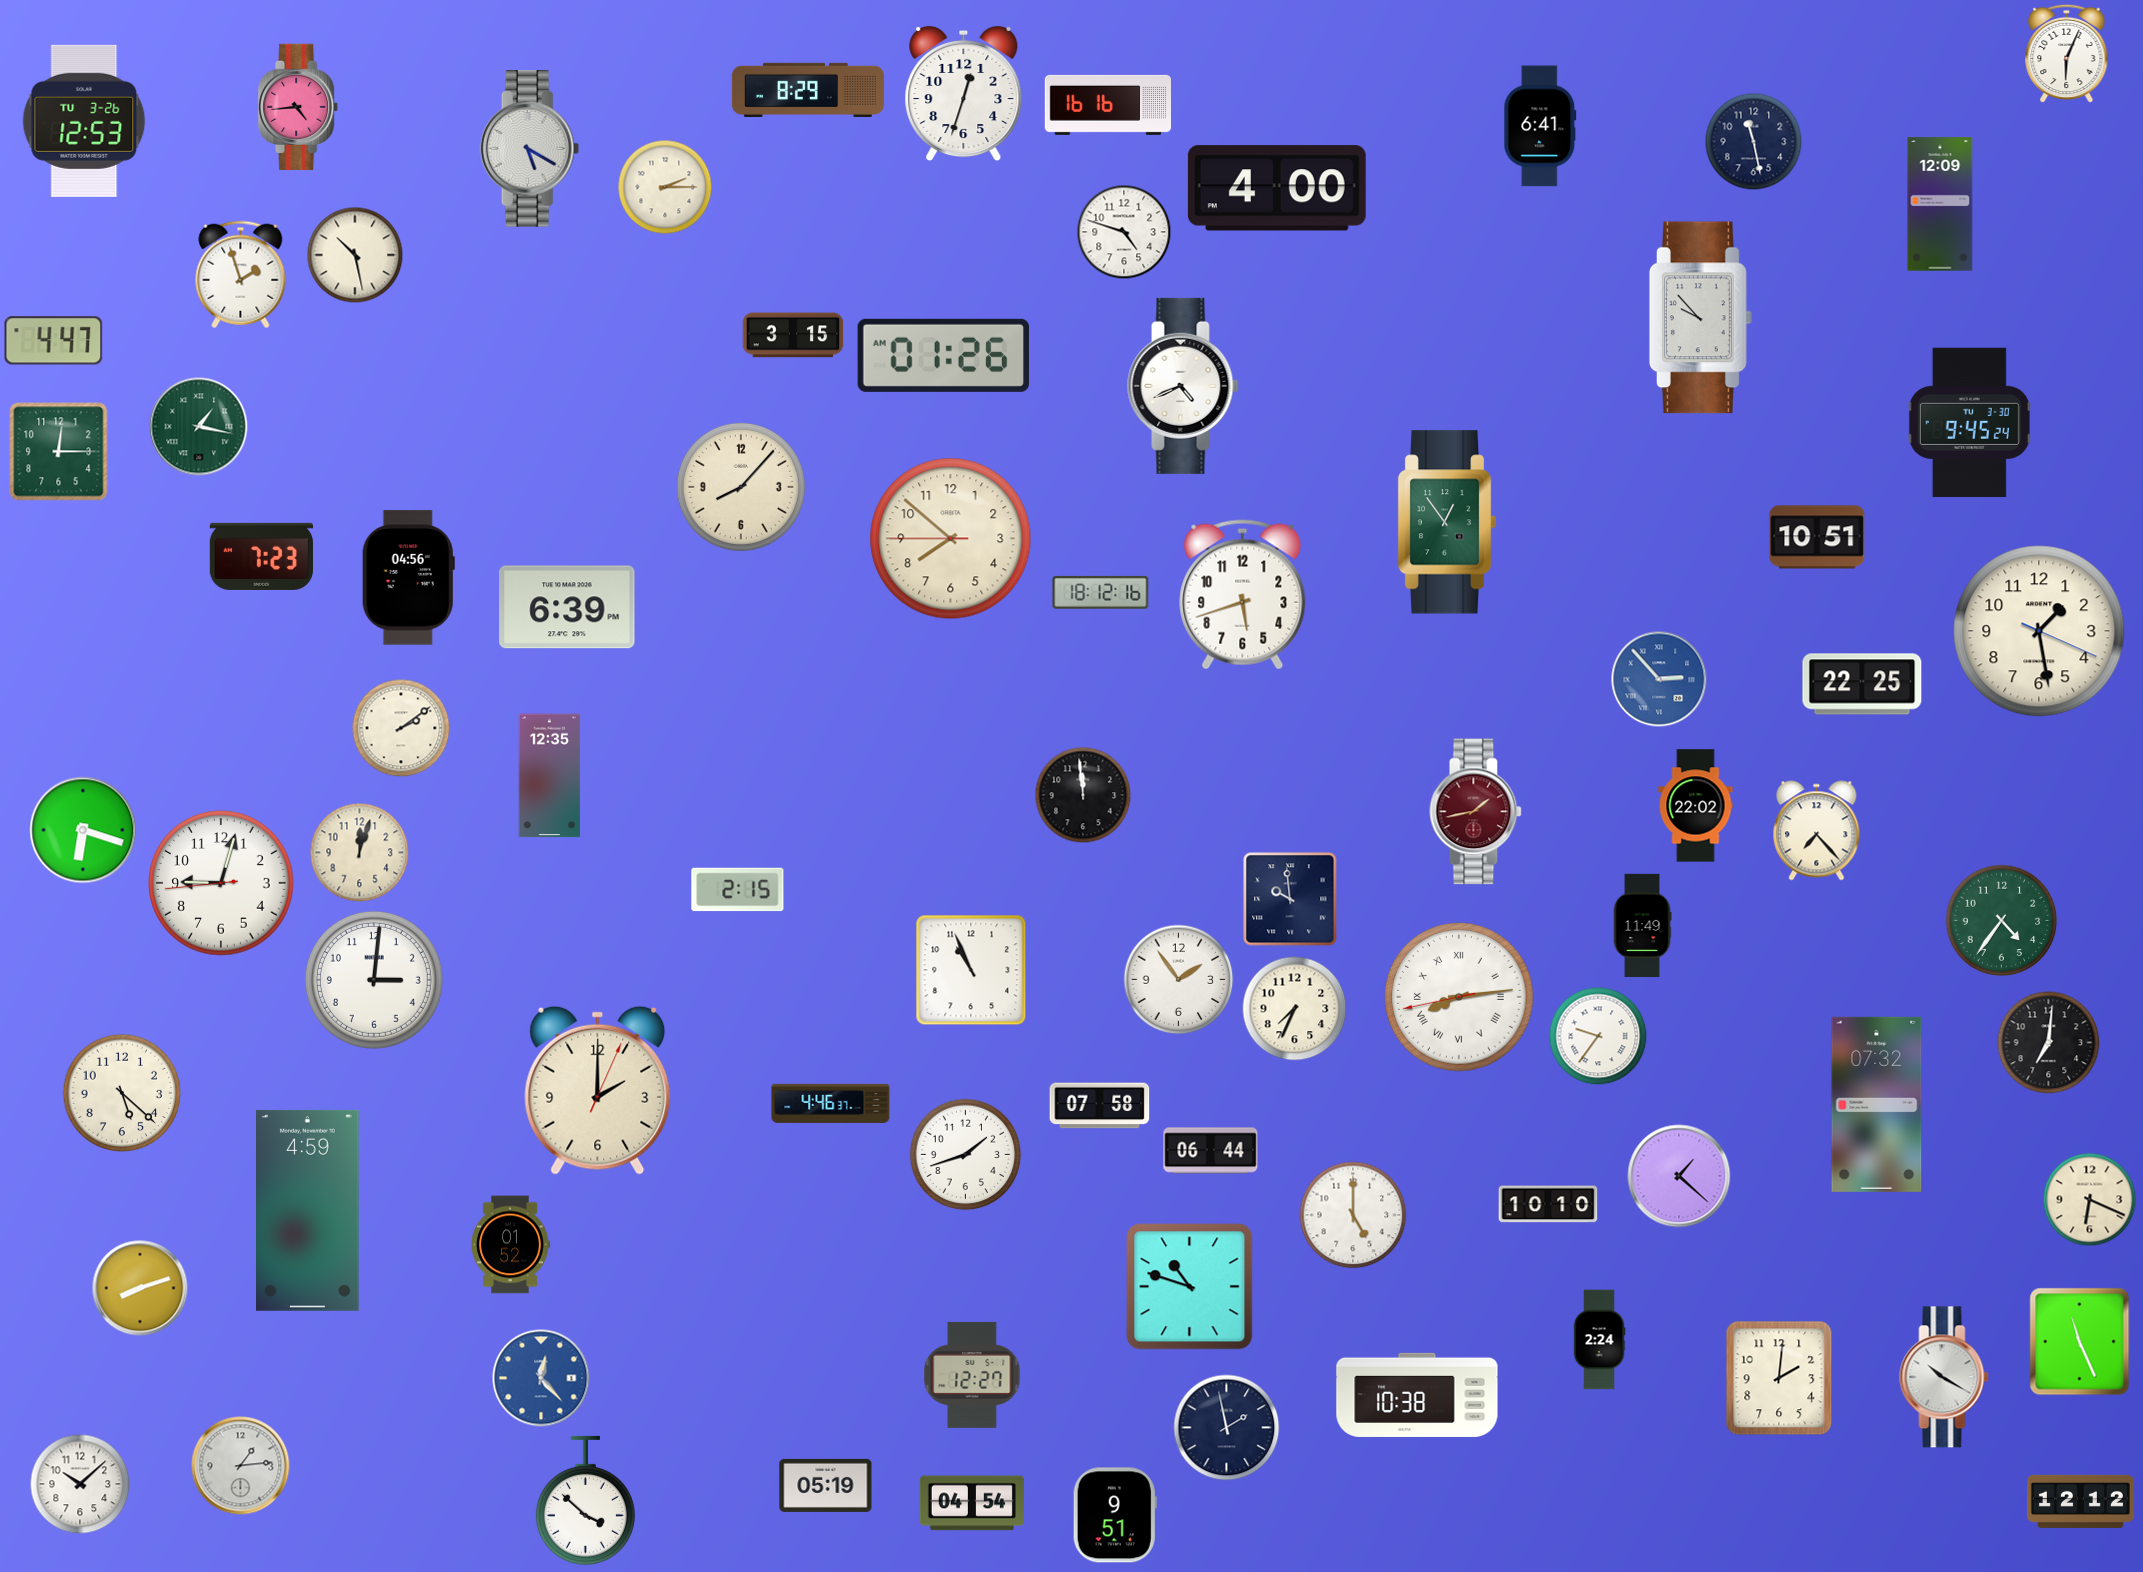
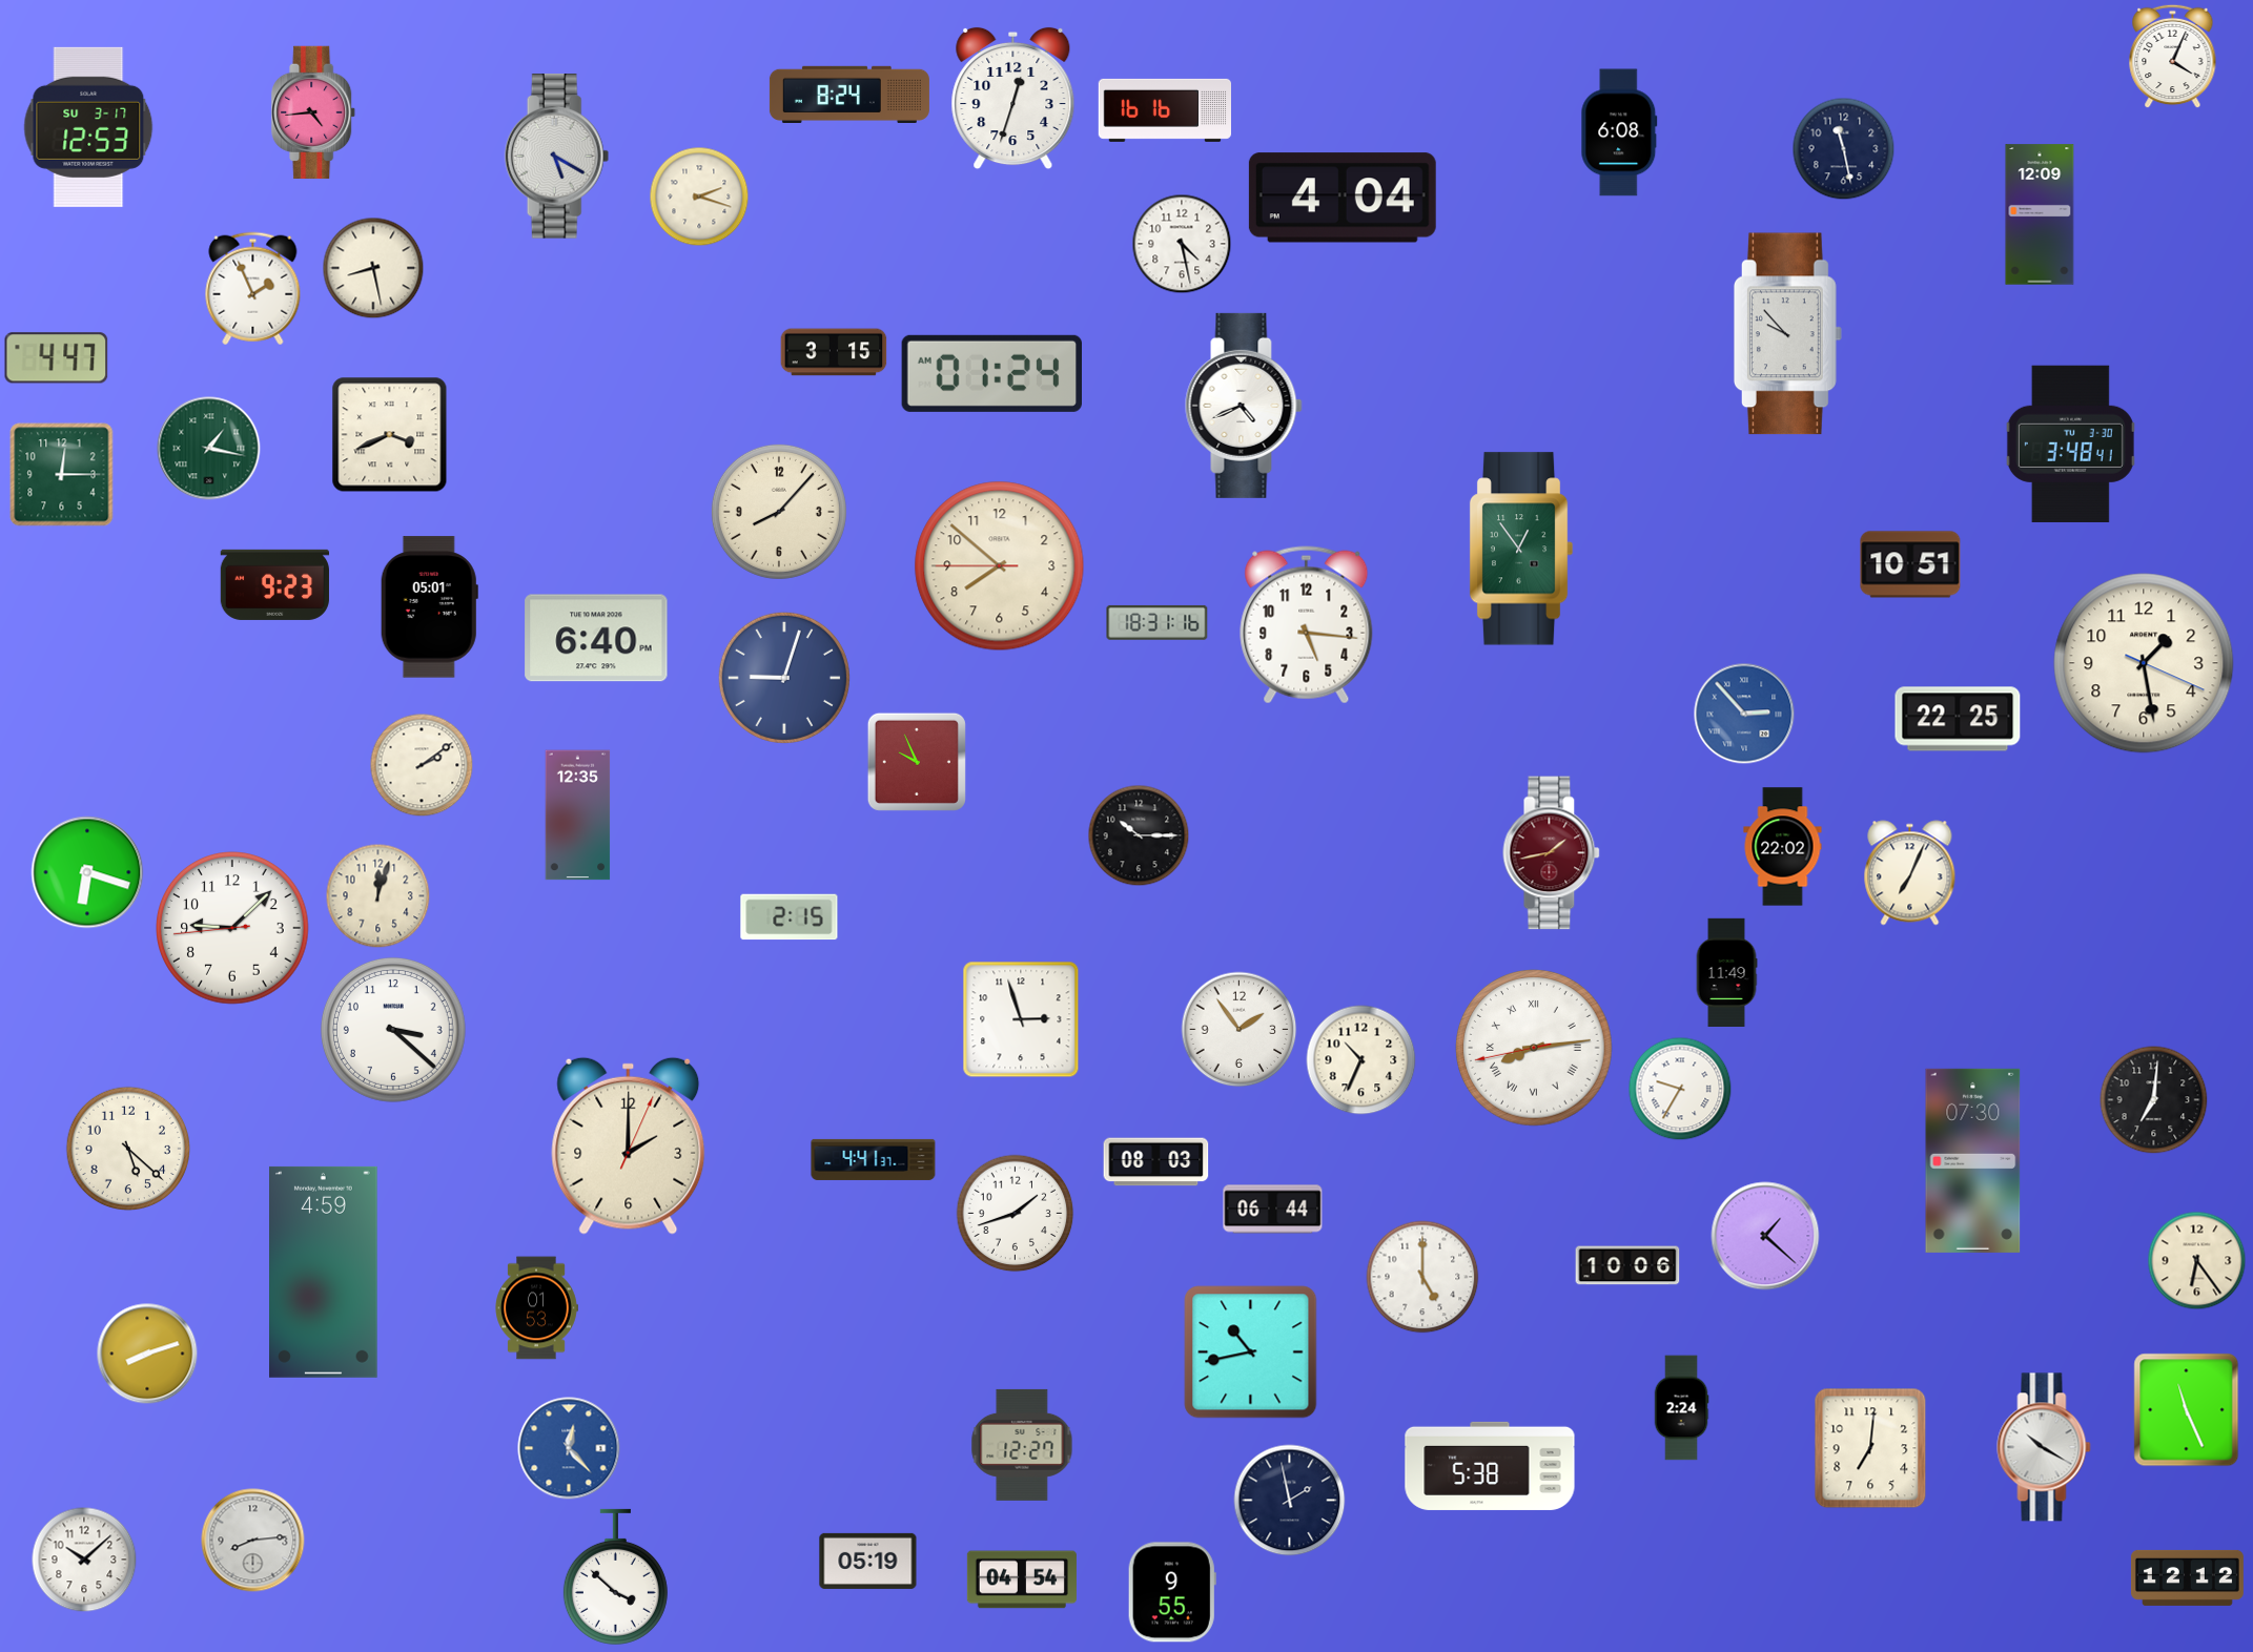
clock at (2067, 54): 6:04 -> 4:04
clock at (808, 89): 8:29 -> 8:24
clock at (84, 121) date: TU 3-26 -> SU 3-17
clock at (1540, 126): 6:41 -> 6:08
clock at (665, 187): 2:15 -> 2:18
clock at (1277, 188): 4:00 -> 4:04
clock at (1124, 232): 4:48 -> 4:28
clock at (355, 255): 10:28 -> 8:28
clock at (241, 275): 1:57 -> 1:56
clock at (943, 355): 01:26 -> 01:24
clock at (390, 435): none -> 3:41
clock at (1969, 422): 9:45 -> 3:48
clock at (261, 556): 7:23 -> 9:23
clock at (408, 578): 04:56 -> 05:01
clock at (1101, 592): 18:12 -> 18:31
clock at (1243, 595): 5:42 -> 5:16
clock at (567, 607): 6:39 -> 6:40
clock at (784, 678): none -> 9:03
clock at (917, 762): none -> 9:56
clock at (1083, 795): 11:59 -> 10:15
clock at (1817, 831): 7:23 -> 7:04
clock at (222, 884): 9:02 -> 9:07
clock at (738, 890) position: (738, 890) -> (790, 917)
clock at (1290, 899): 9:59 -> none
clock at (2002, 921): 4:36 -> none
clock at (971, 970): 10:56 -> 2:57
clock at (374, 980): 3:01 -> 3:22
clock at (1295, 1009): 7:34 -> 10:34
clock at (1598, 1036): 9:36 -> 9:35
clock at (2049, 1043) position: (2049, 1043) -> (2154, 1100)
clock at (831, 1103): 4:46 -> 4:41
clock at (1877, 1104): 07:32 -> 07:30
clock at (1100, 1106): 07:58 -> 08:03
clock at (2090, 1200): 6:19 -> 6:24
clock at (1548, 1204): 10:10 -> 10:06
clock at (510, 1245): 01:52 -> 01:53
clock at (1190, 1287): 10:48 -> 10:43
clock at (1779, 1378): 2:01 -> 7:01
clock at (1417, 1395): 10:38 -> 5:38
clock at (241, 1466): 1:14 -> 8:14
clock at (1115, 1515): 9:51 -> 9:55
